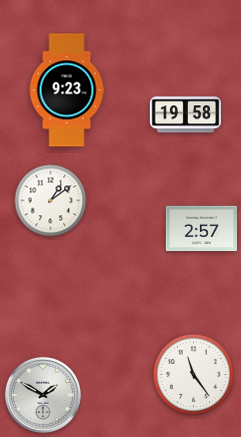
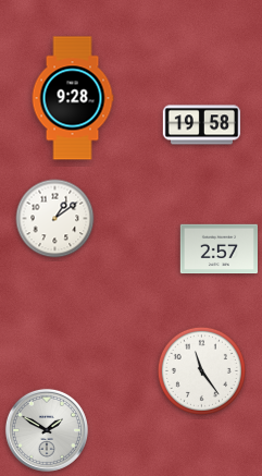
clock at (67, 90): 9:23 -> 9:28
clock at (193, 374) position: (193, 374) -> (201, 370)
